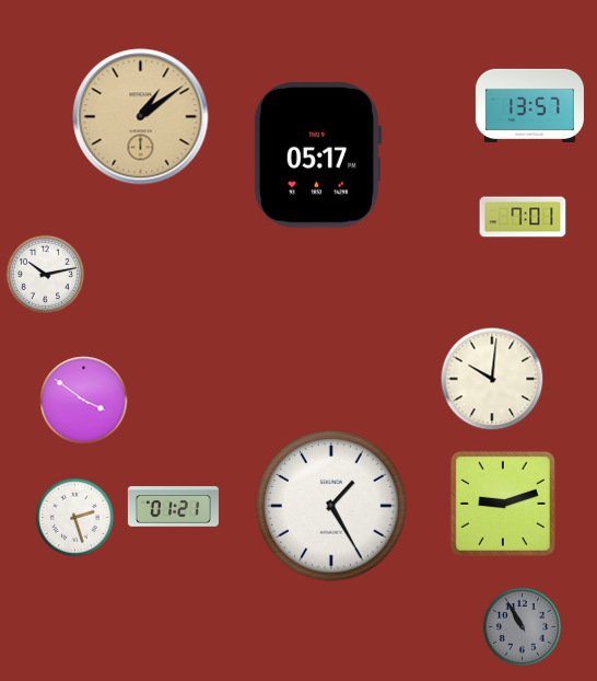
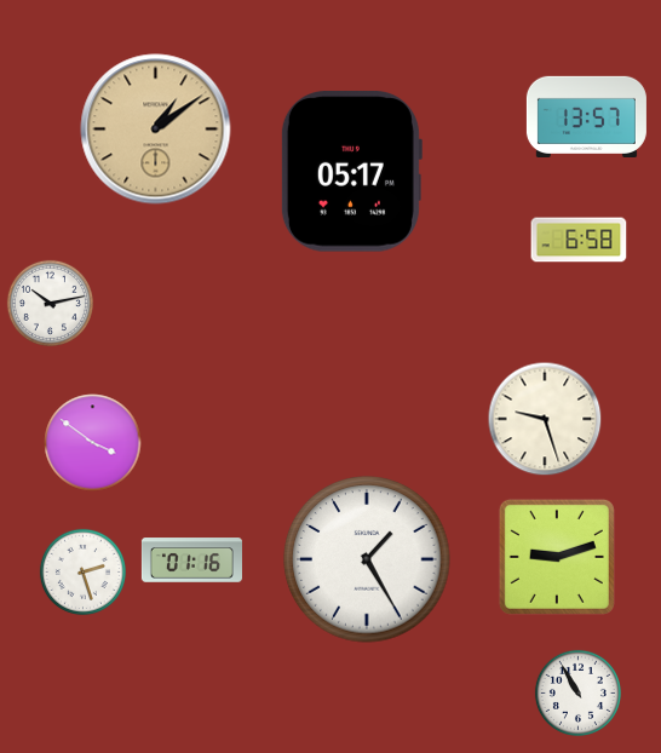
clock at (523, 217): 7:01 -> 6:58
clock at (492, 379): 10:01 -> 9:27
clock at (173, 507): 01:21 -> 01:16
clock at (522, 626) dial: grey -> white
